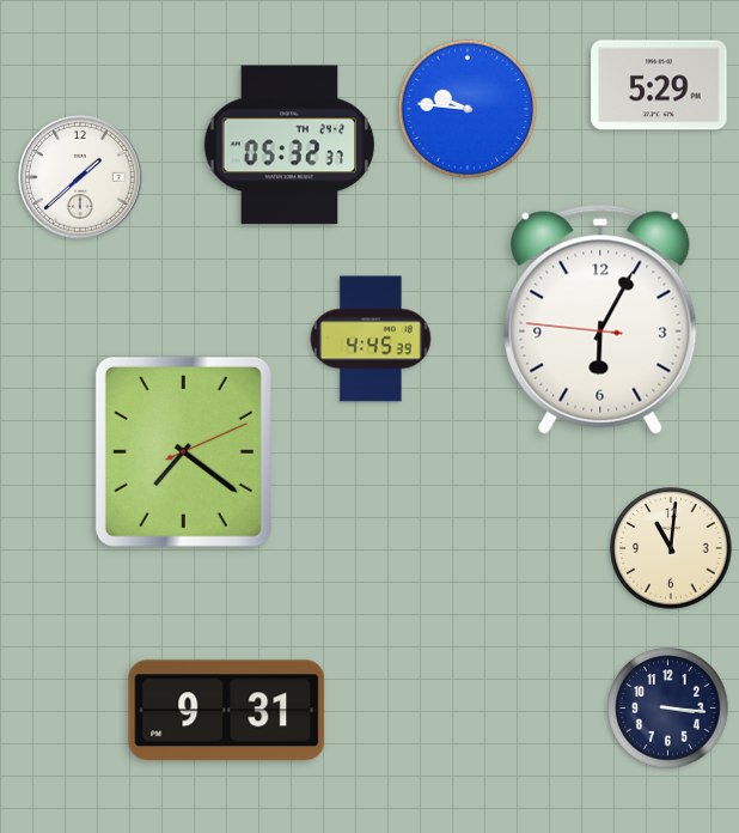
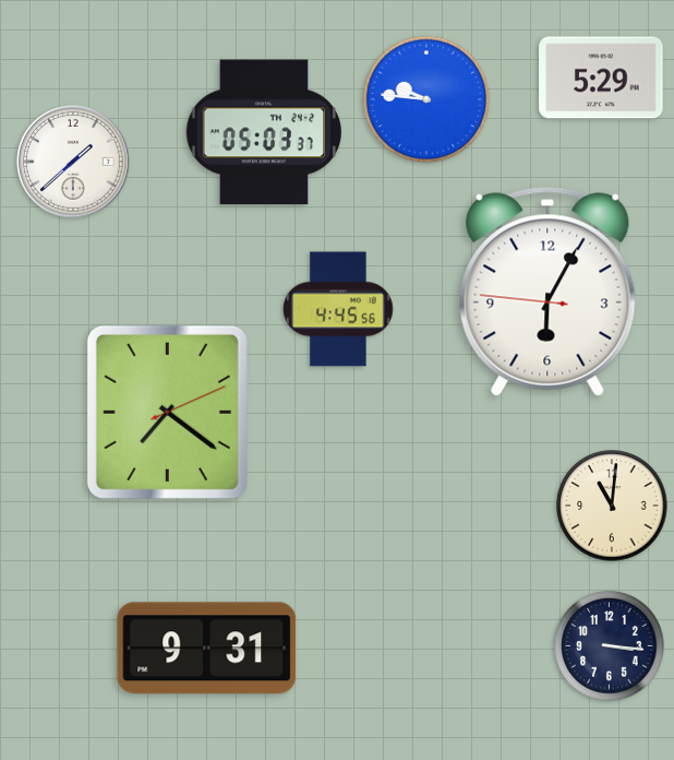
clock at (289, 145): 05:32 -> 05:03
clock at (371, 339): 4:45:39 -> 4:45:56
clock at (671, 548) position: (671, 548) -> (612, 506)
